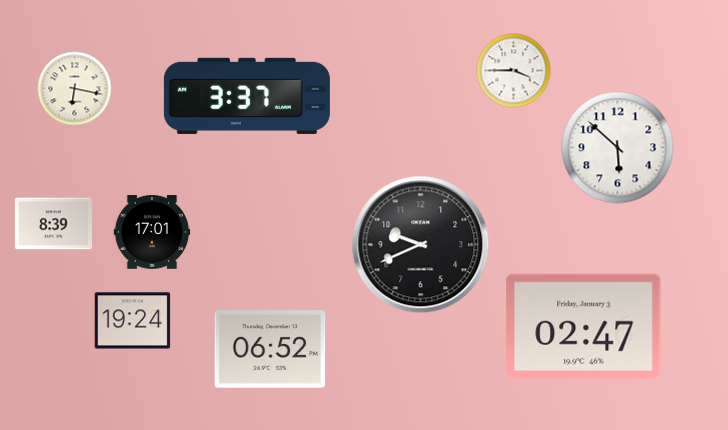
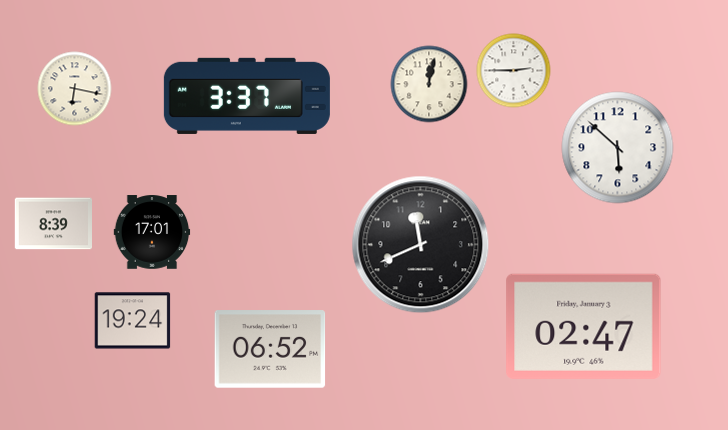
clock at (514, 71): 3:45 -> 2:45
clock at (429, 84): none -> 12:02
clock at (421, 245): 9:41 -> 11:41
